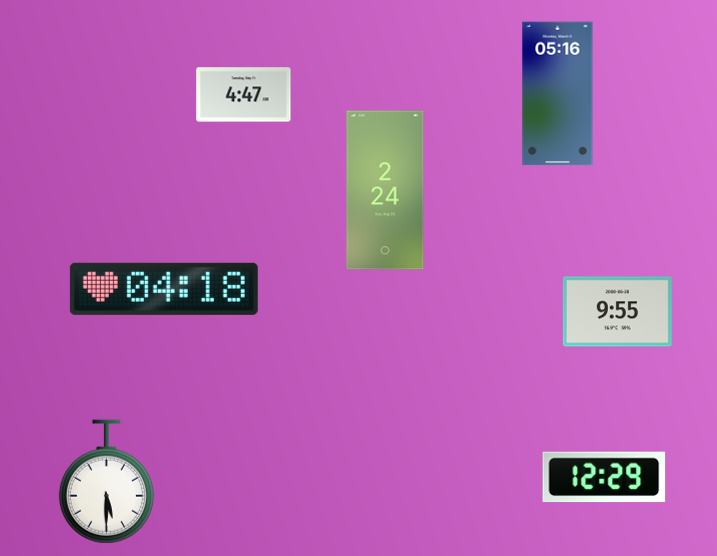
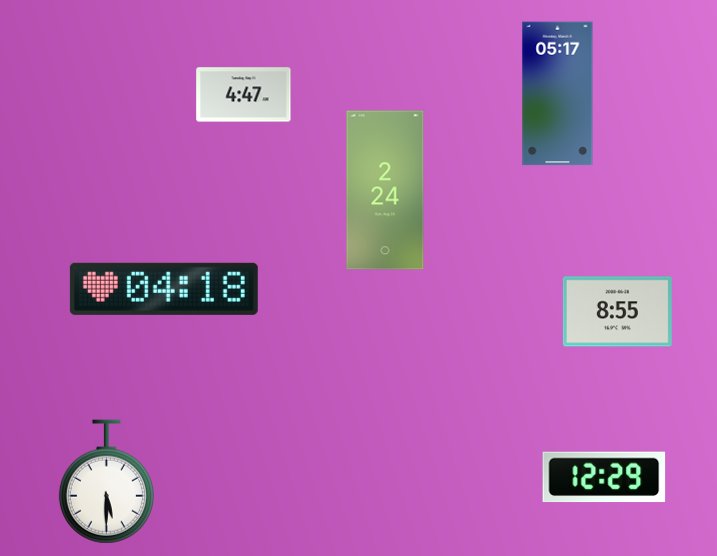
clock at (558, 94): 05:16 -> 05:17
clock at (617, 312): 9:55 -> 8:55
